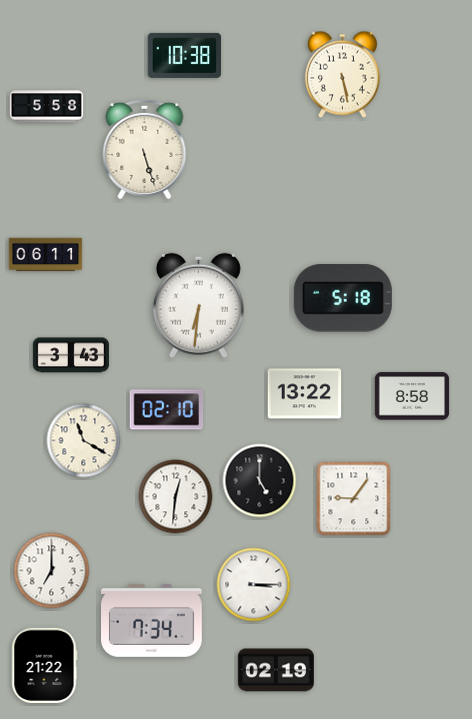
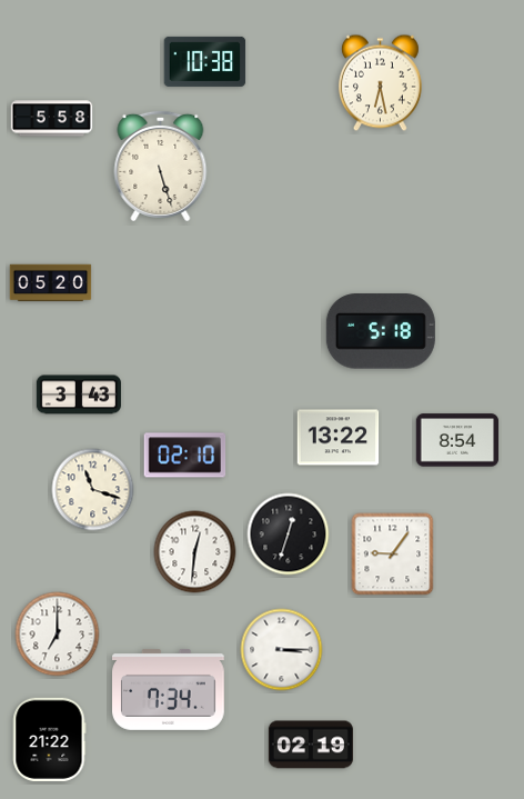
clock at (342, 75): 5:28 -> 6:28
clock at (46, 255): 06:11 -> 05:20
clock at (198, 305): 6:31 -> none
clock at (412, 396): 8:58 -> 8:54
clock at (84, 441): 11:20 -> 11:18
clock at (260, 481): 5:00 -> 12:33
clock at (276, 670) position: (276, 670) -> (311, 745)
